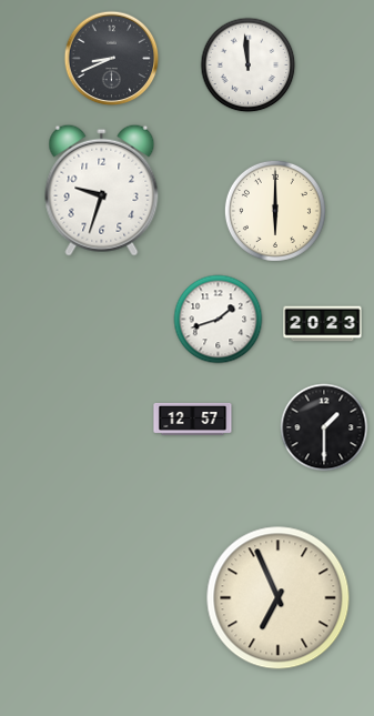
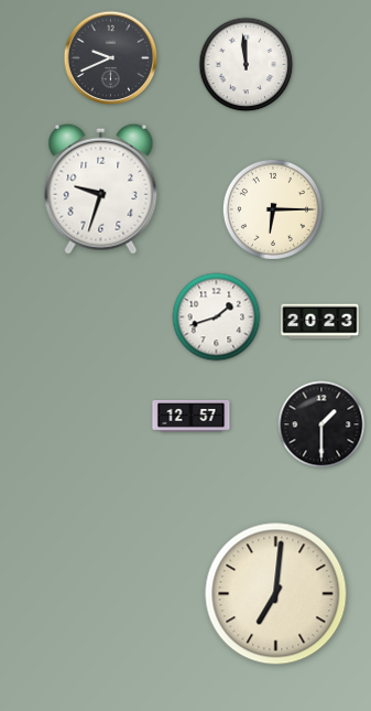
clock at (112, 59): 8:41 -> 9:41
clock at (275, 211): 6:00 -> 6:15
clock at (279, 598): 6:56 -> 7:01
